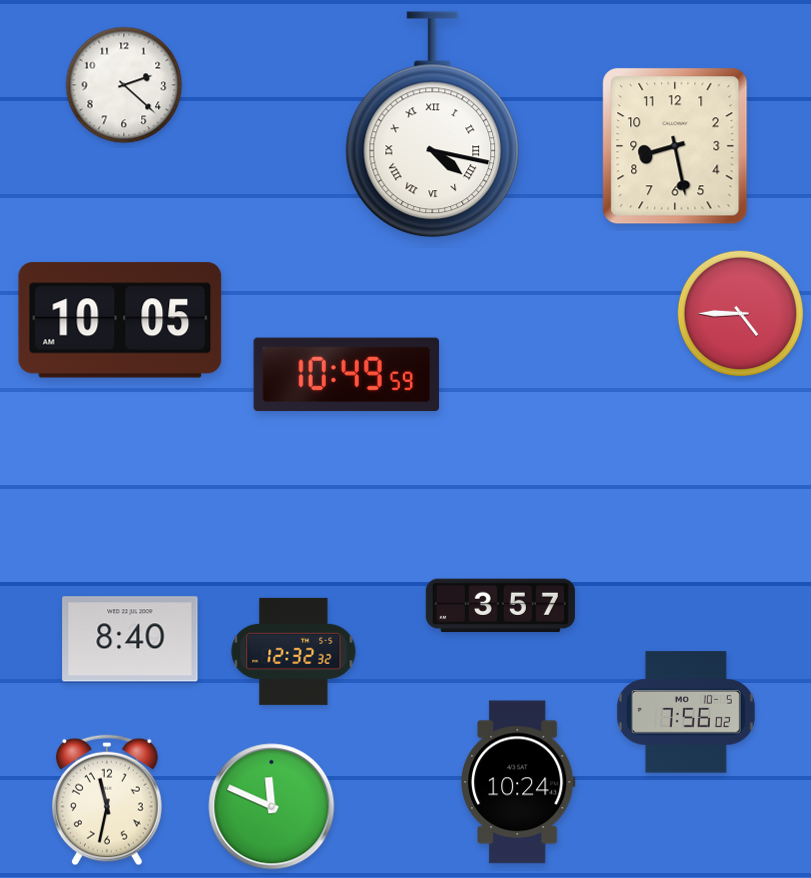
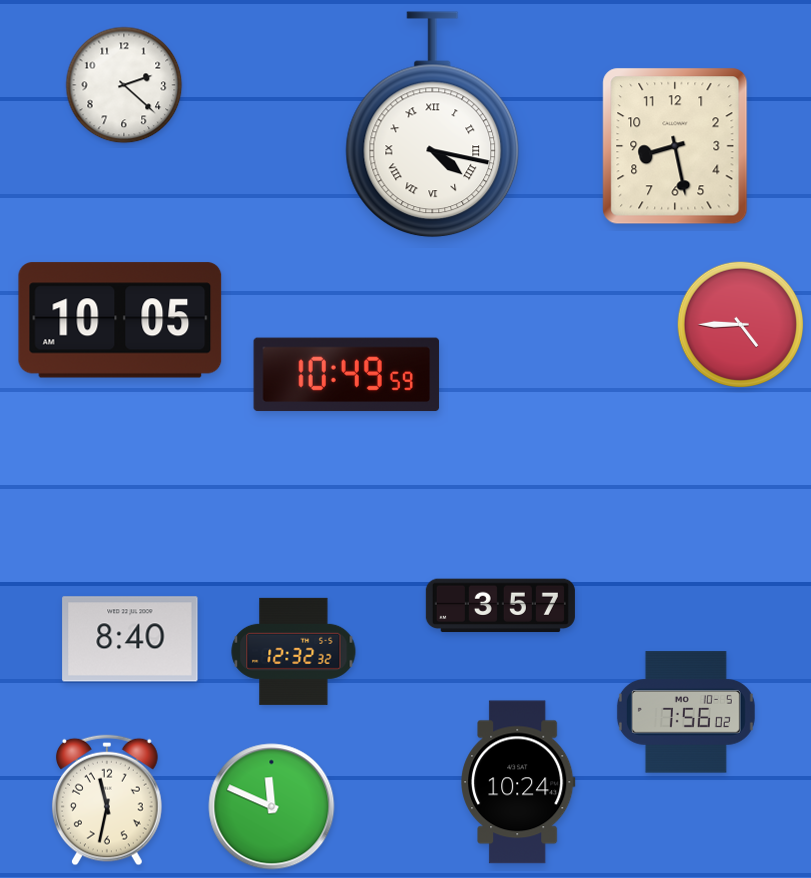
clock at (740, 313) position: (740, 313) -> (740, 324)
